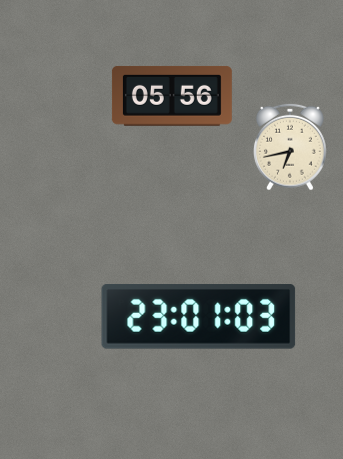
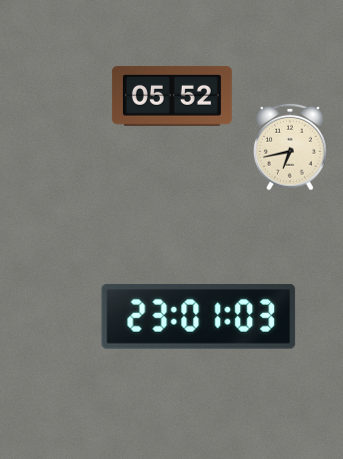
clock at (172, 96): 05:56 -> 05:52
